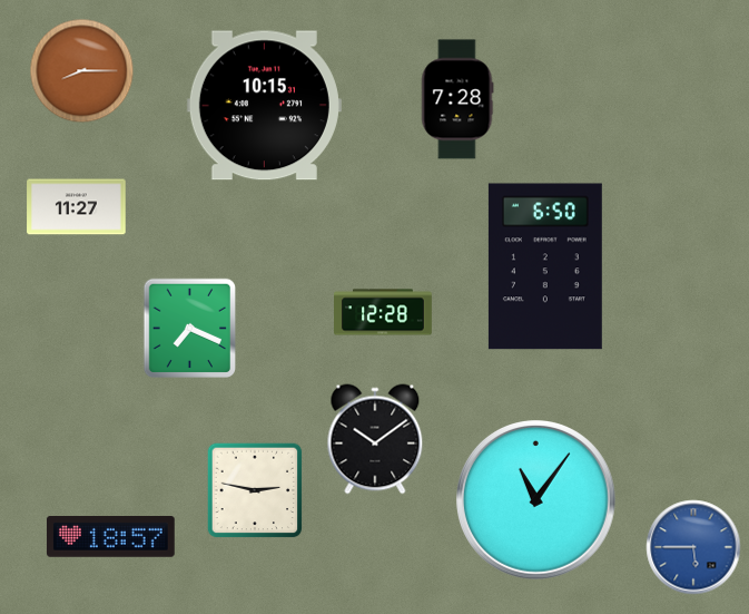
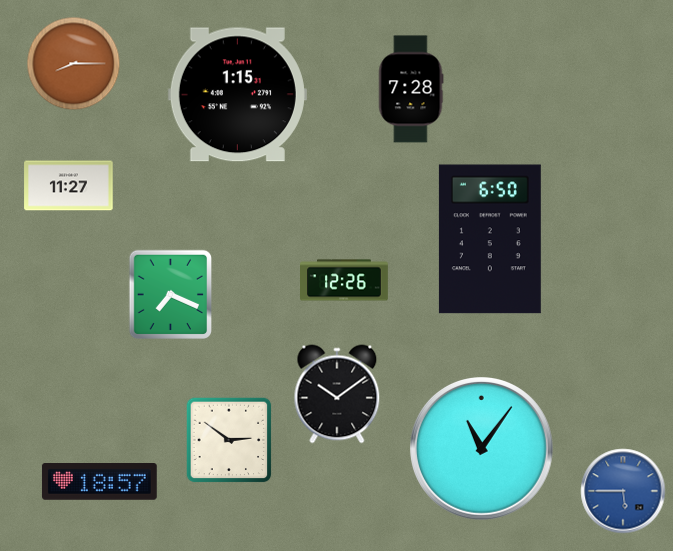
clock at (264, 106): 10:15 -> 1:15
clock at (384, 312): 12:28 -> 12:26
clock at (255, 490): 2:47 -> 2:51
